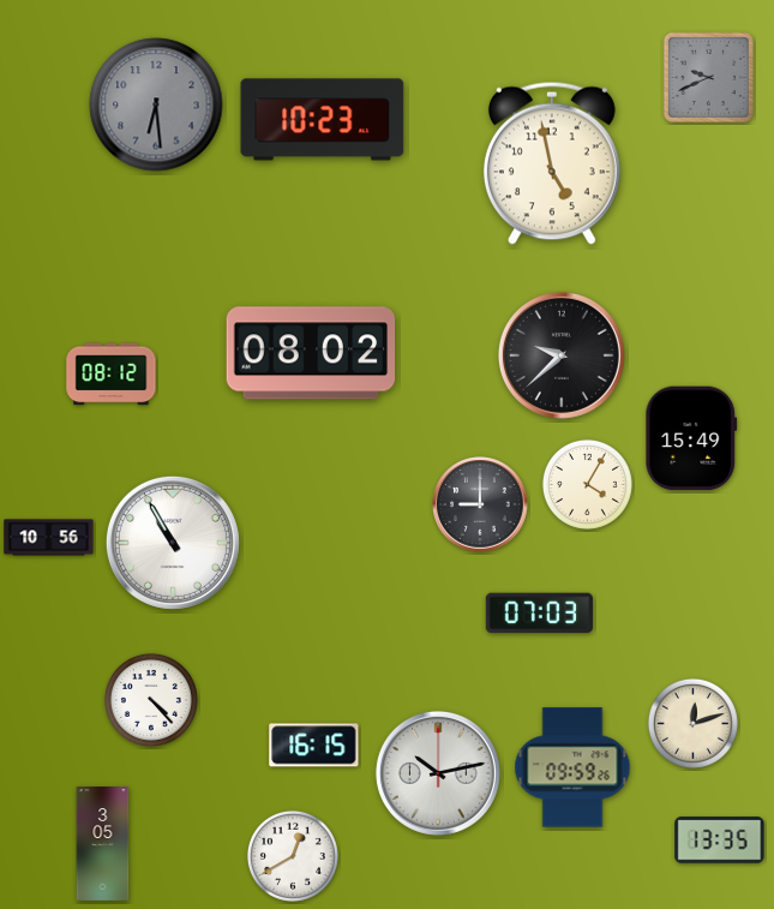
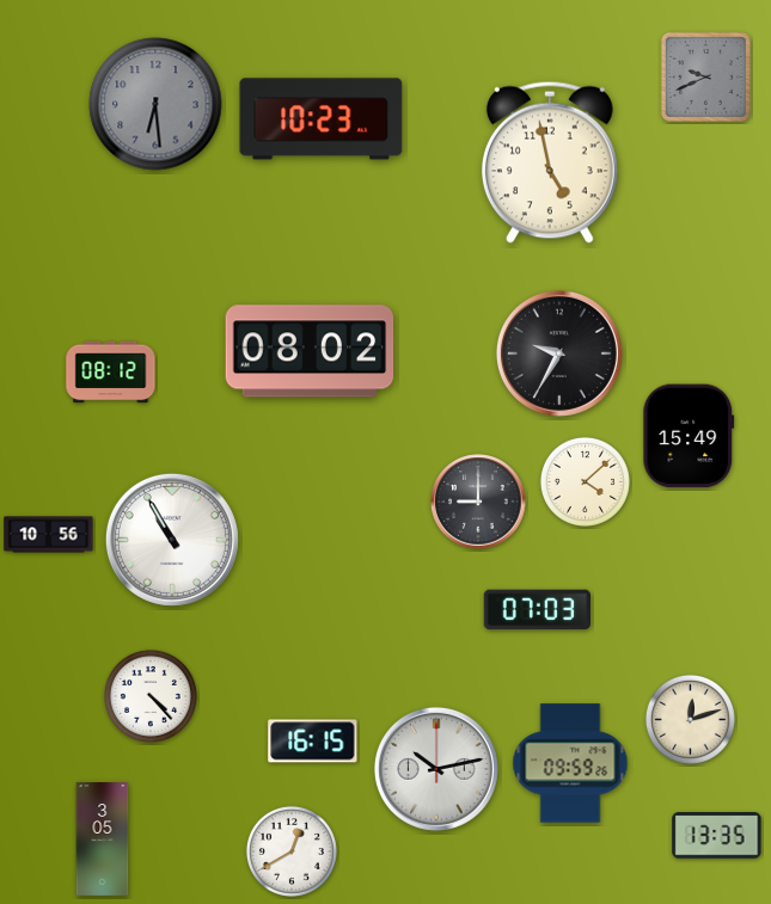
clock at (562, 355): 9:38 -> 9:35
clock at (587, 484): 4:05 -> 4:08
